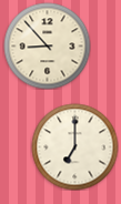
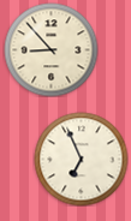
clock at (74, 146): 7:00 -> 6:56
